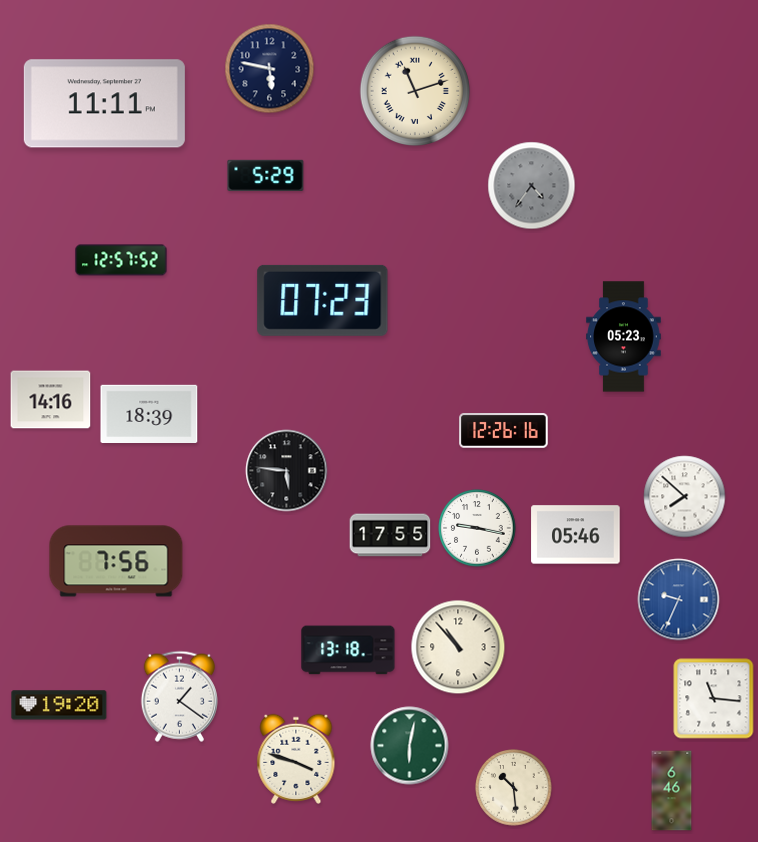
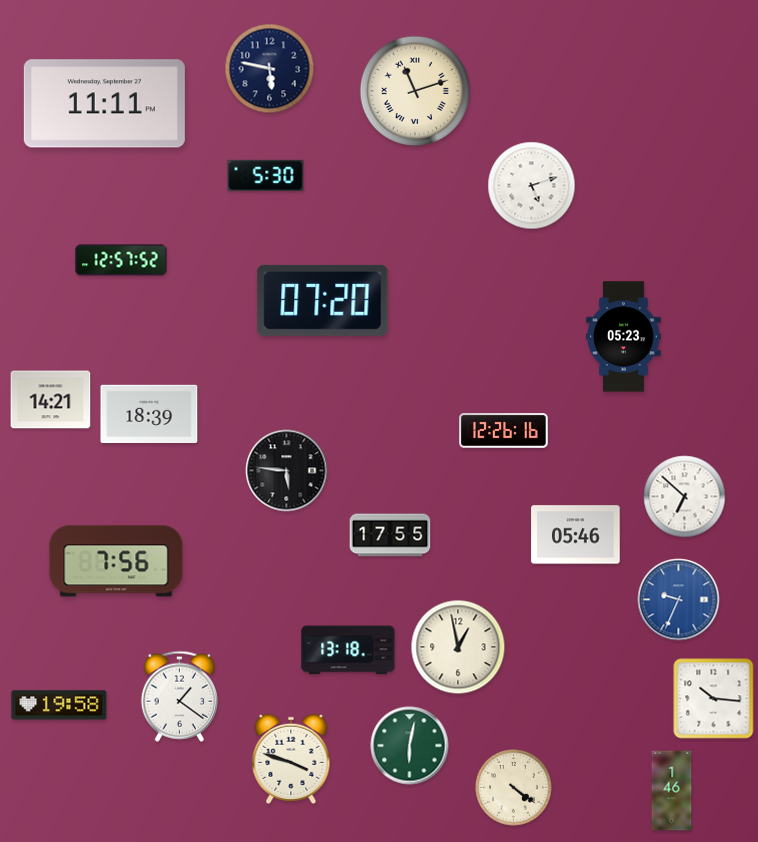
clock at (266, 175): 5:29 -> 5:30
clock at (532, 186): 4:36 -> 5:12
clock at (532, 186) dial: grey -> white
clock at (323, 300): 07:23 -> 07:20
clock at (51, 400): 14:16 -> 14:21
clock at (685, 497): 7:52 -> 6:52
clock at (477, 528): 9:17 -> none
clock at (458, 647): 10:53 -> 12:58
clock at (714, 699): 11:16 -> 10:16
clock at (59, 705): 19:20 -> 19:58
clock at (296, 759) position: (296, 759) -> (291, 759)
clock at (514, 788): 10:29 -> 4:21
clock at (672, 791): 6:46 -> 1:46
